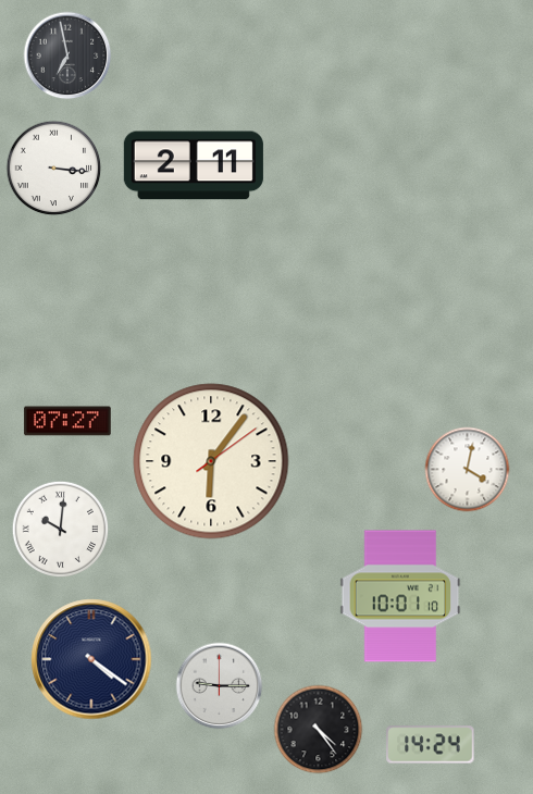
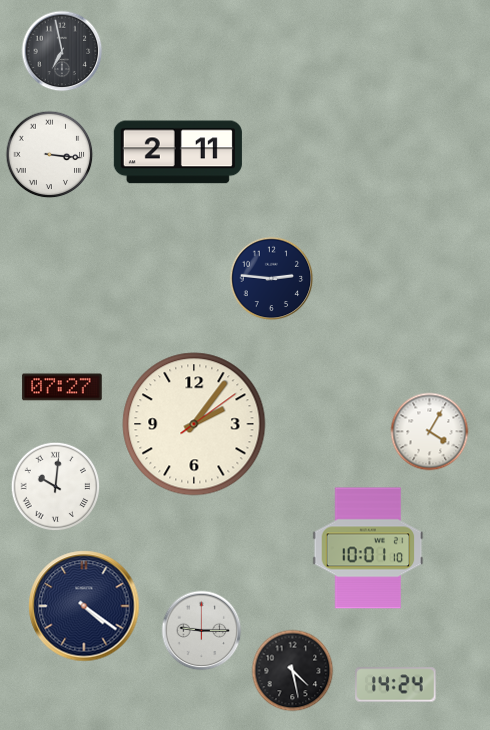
clock at (272, 279): none -> 2:46
clock at (211, 461): 6:06 -> 2:06
clock at (468, 470): 4:02 -> 4:05
clock at (319, 730): 4:24 -> 4:28
